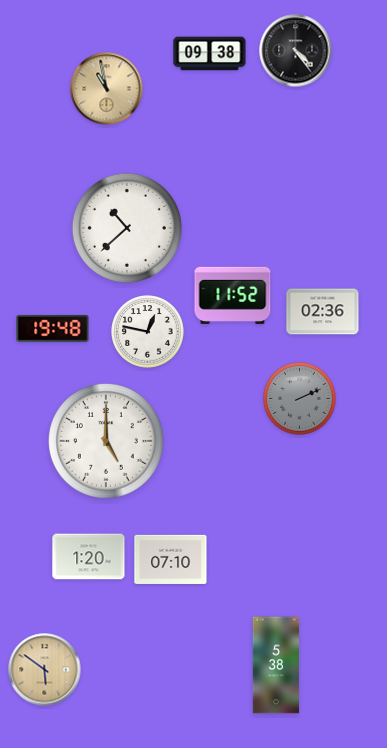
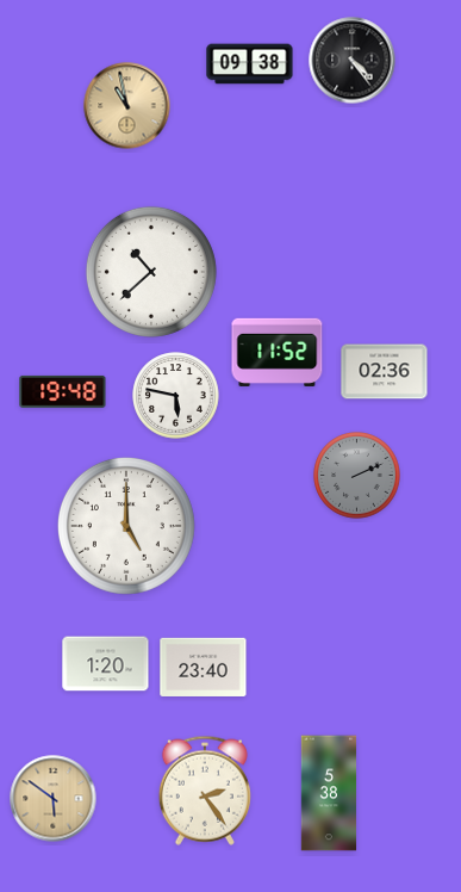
clock at (148, 332): 12:47 -> 5:47
clock at (171, 559): 07:10 -> 23:40
clock at (205, 791): none -> 2:24
